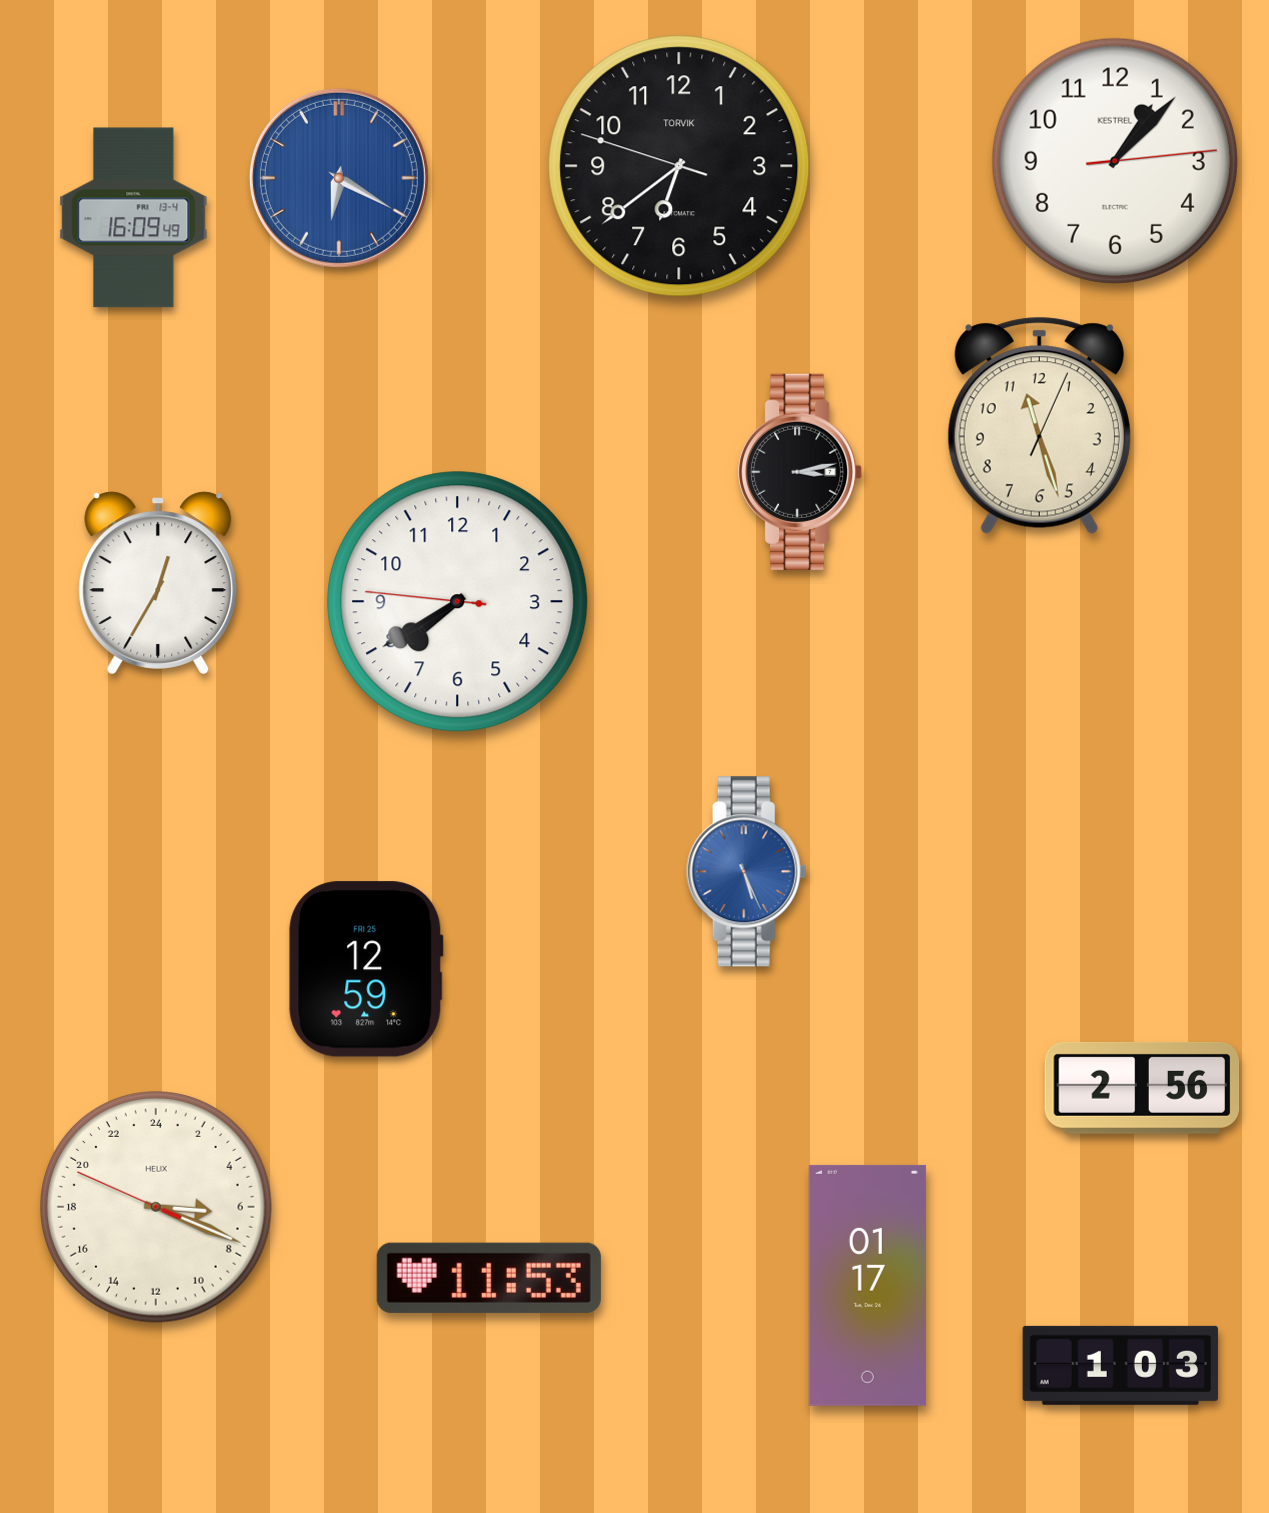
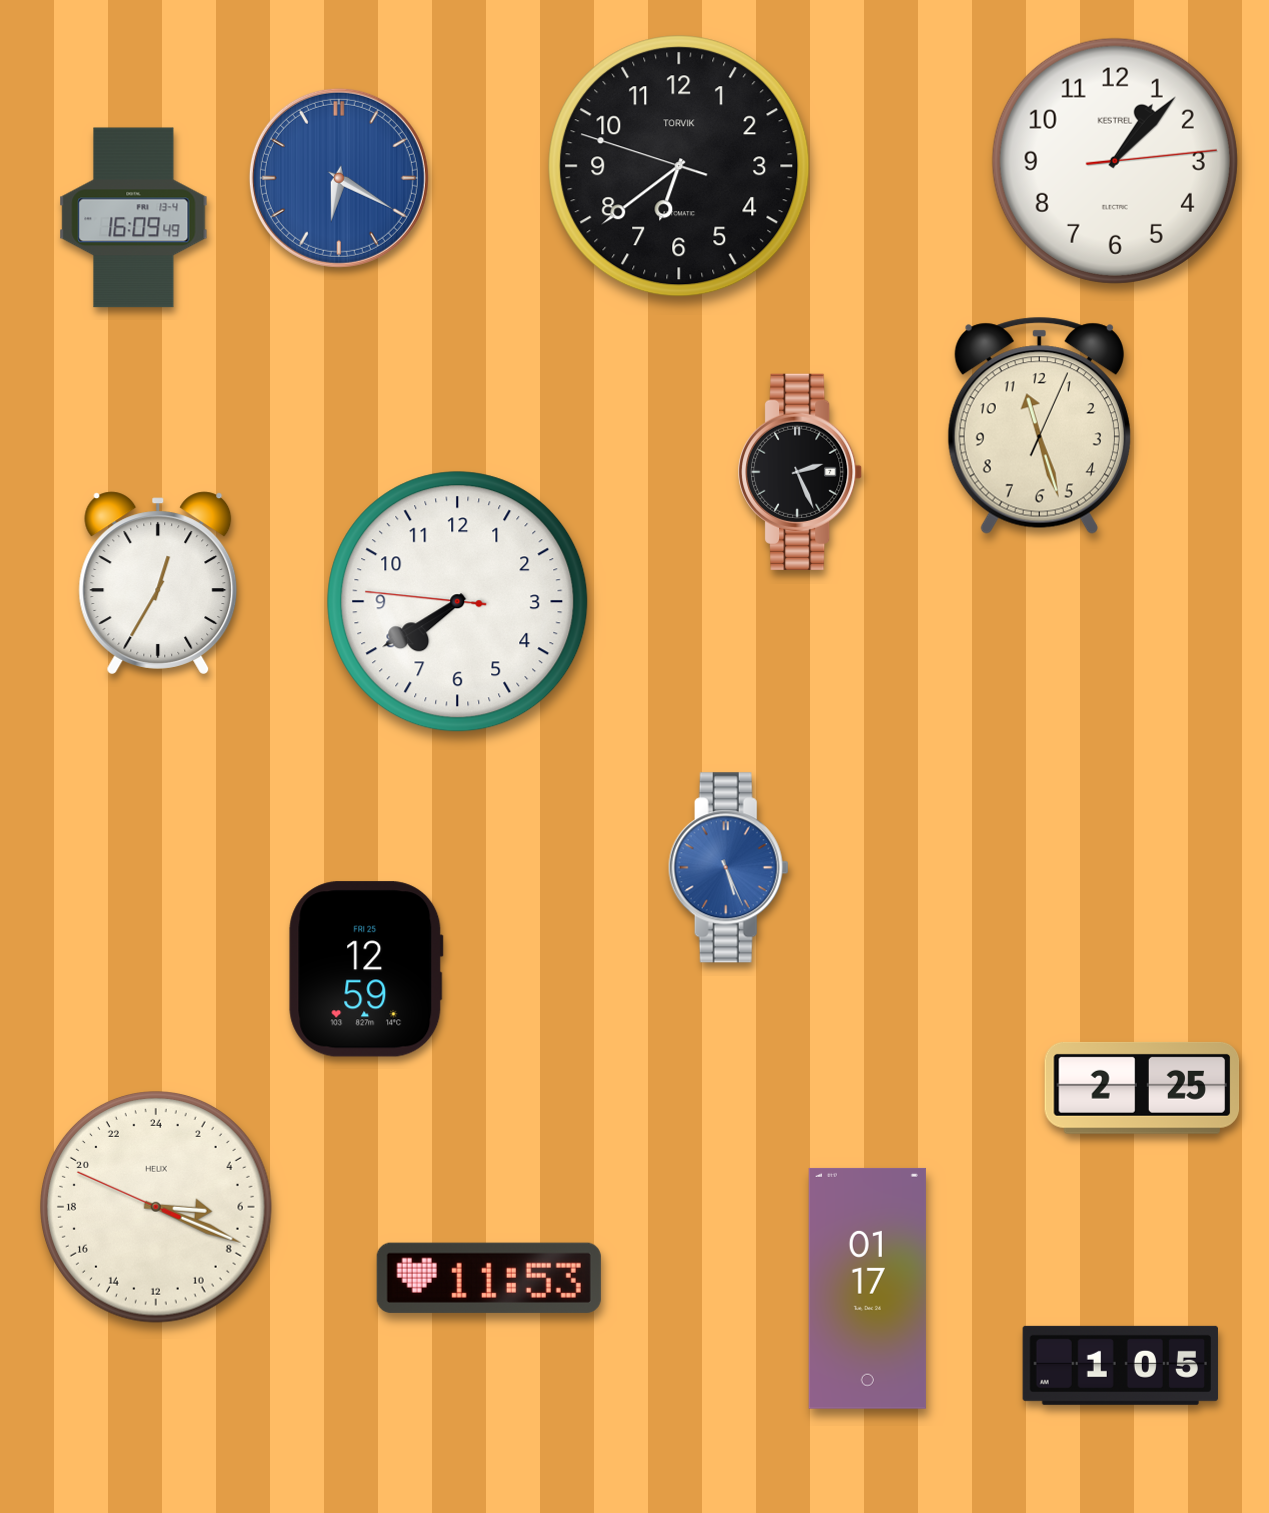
clock at (801, 472): 3:13 -> 2:26
clock at (746, 872) position: (746, 872) -> (728, 868)
clock at (1142, 1088): 2:56 -> 2:25
clock at (867, 1285) position: (867, 1285) -> (867, 1288)
clock at (1120, 1365): 1:03 -> 1:05
